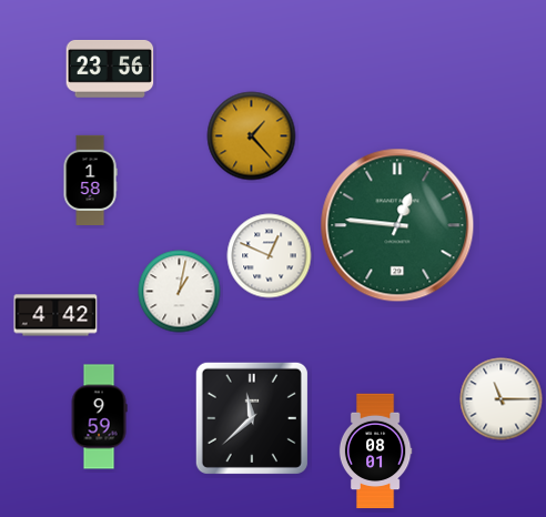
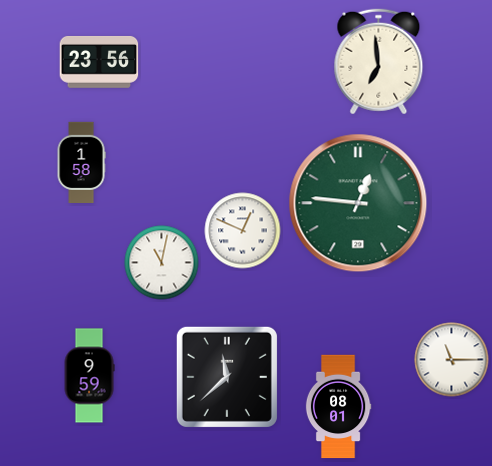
clock at (379, 62): none -> 6:59
clock at (252, 136): 1:23 -> none
clock at (180, 292): 1:02 -> 11:02
clock at (55, 315): 4:42 -> none
